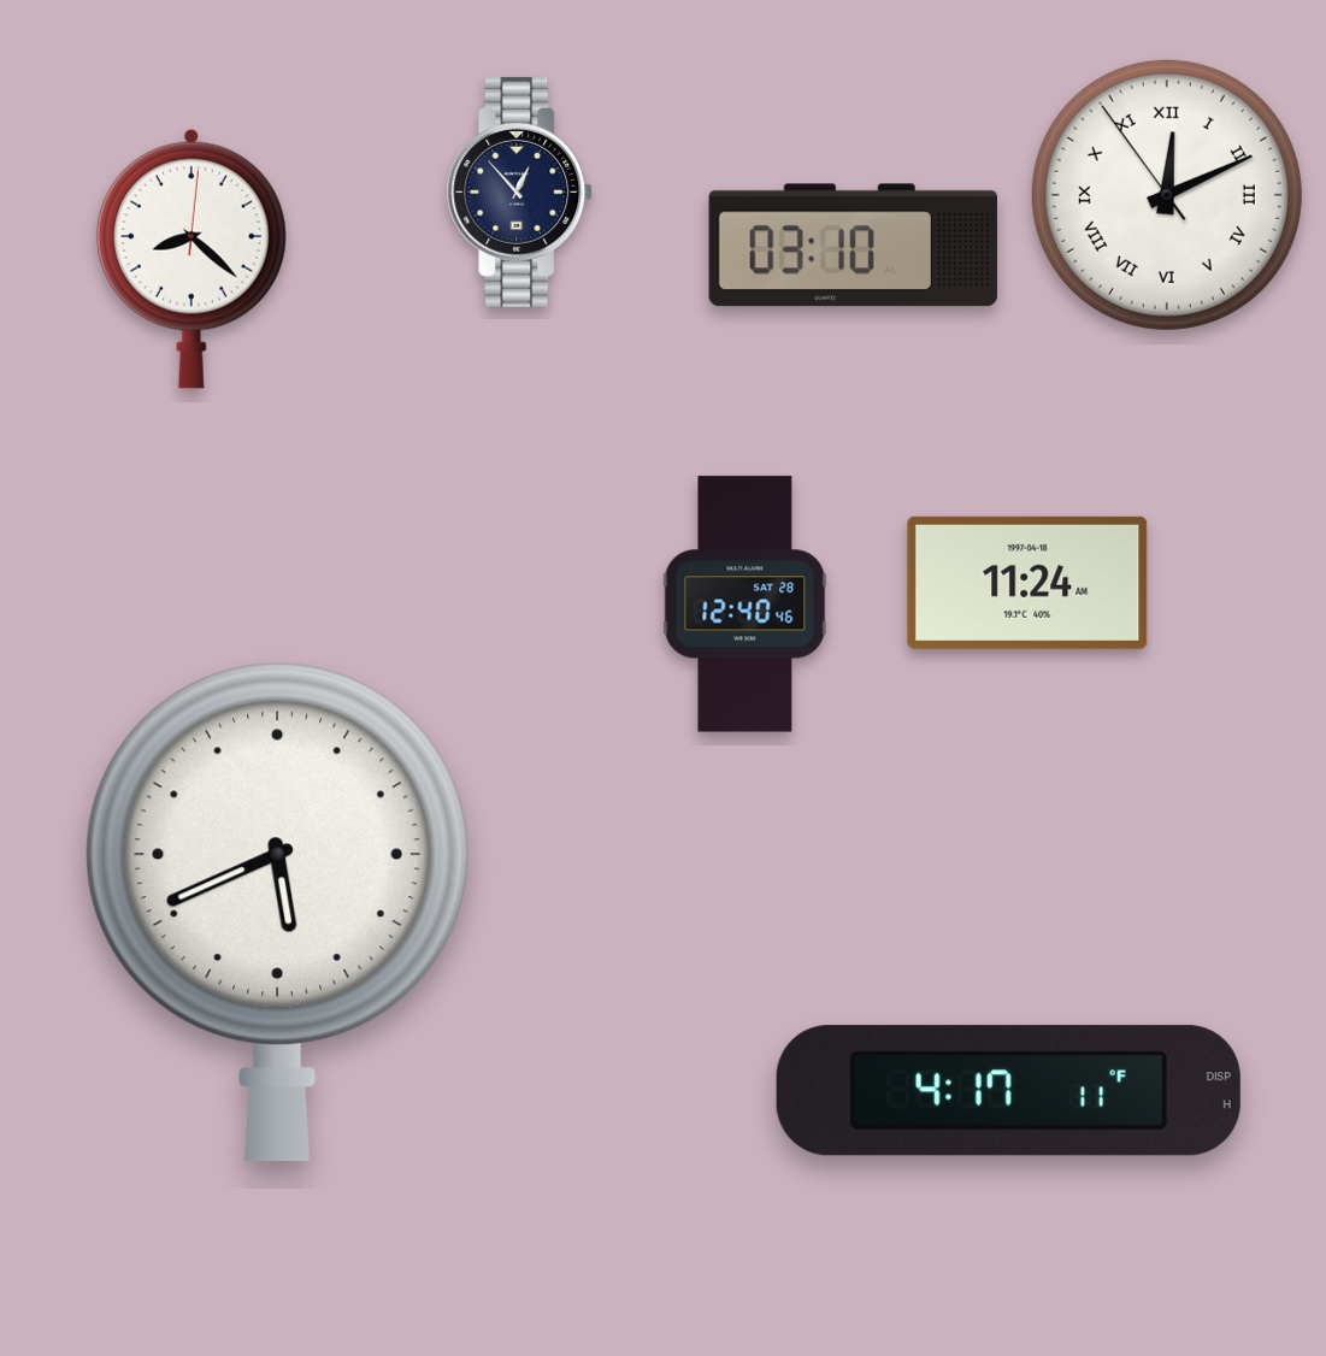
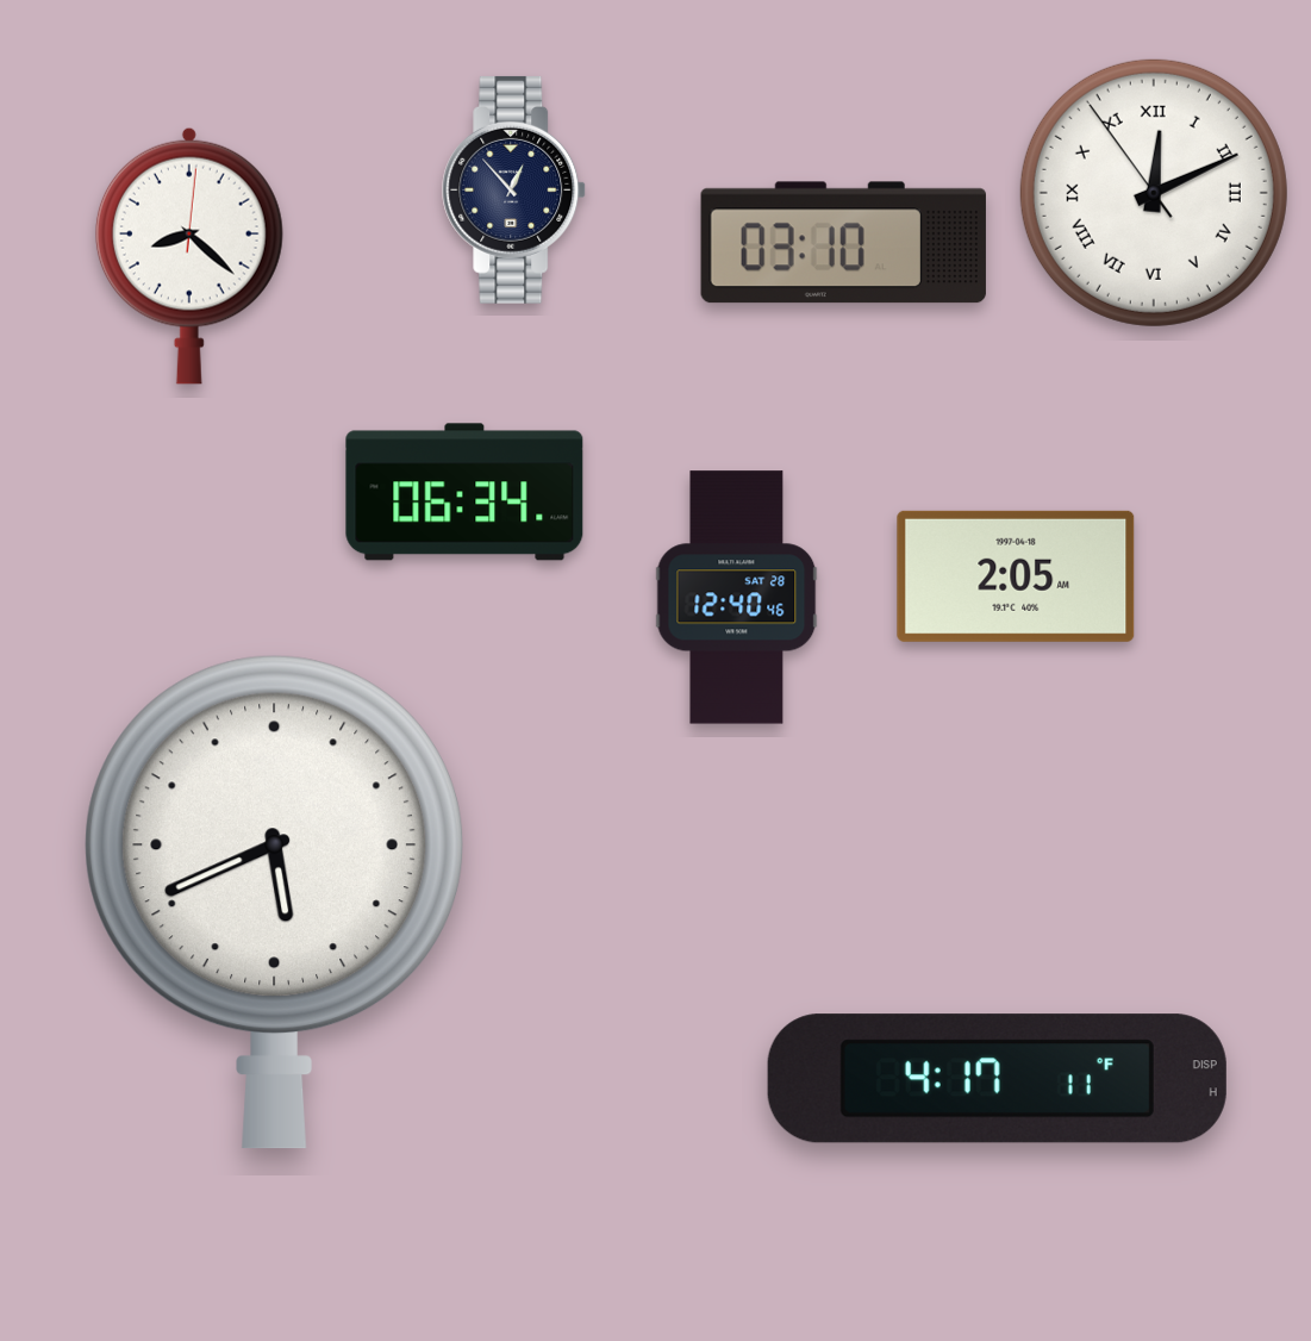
clock at (464, 492): none -> 06:34
clock at (1027, 583): 11:24 -> 2:05
